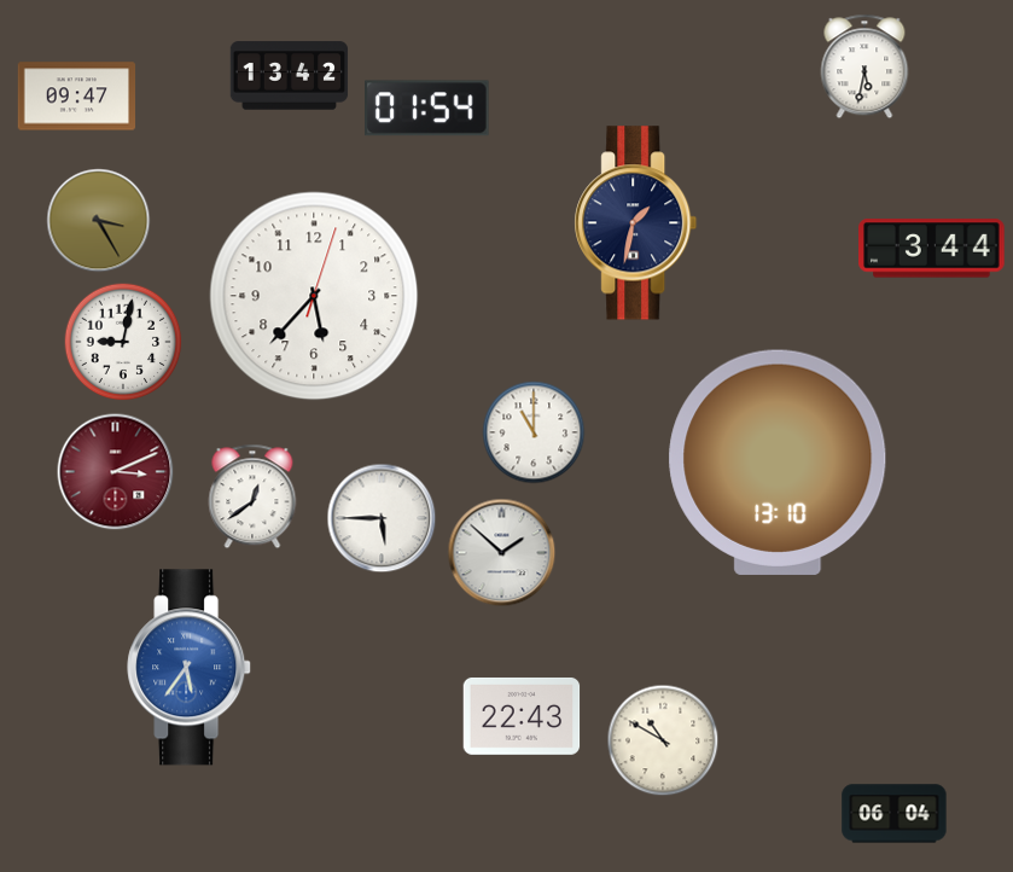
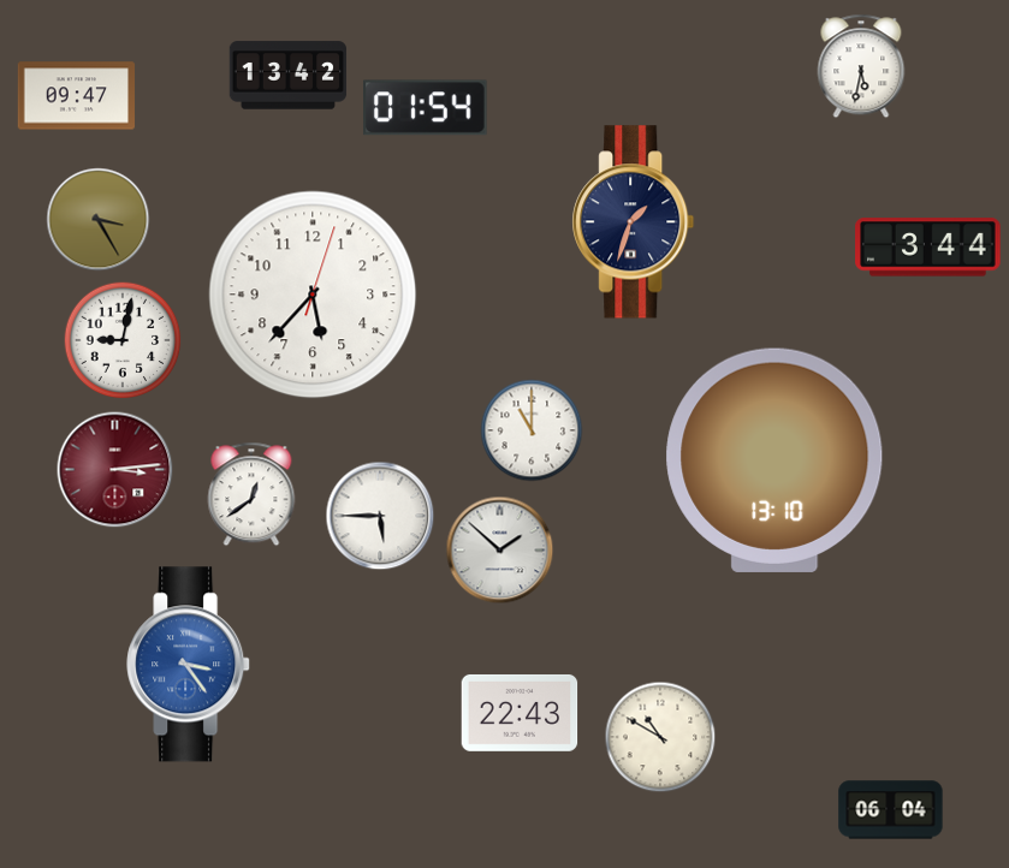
clock at (636, 223): 1:32 -> 1:33
clock at (116, 472): 3:11 -> 3:14
clock at (190, 668): 5:36 -> 3:24
